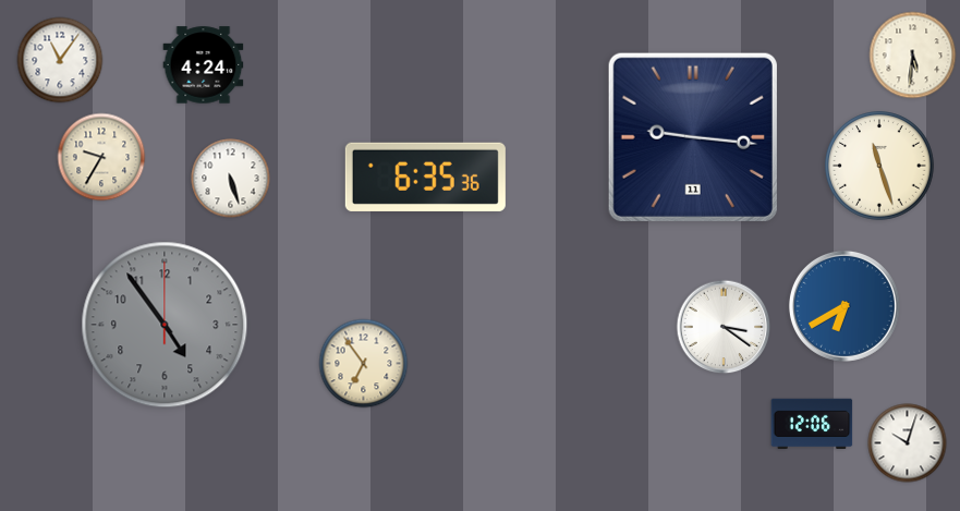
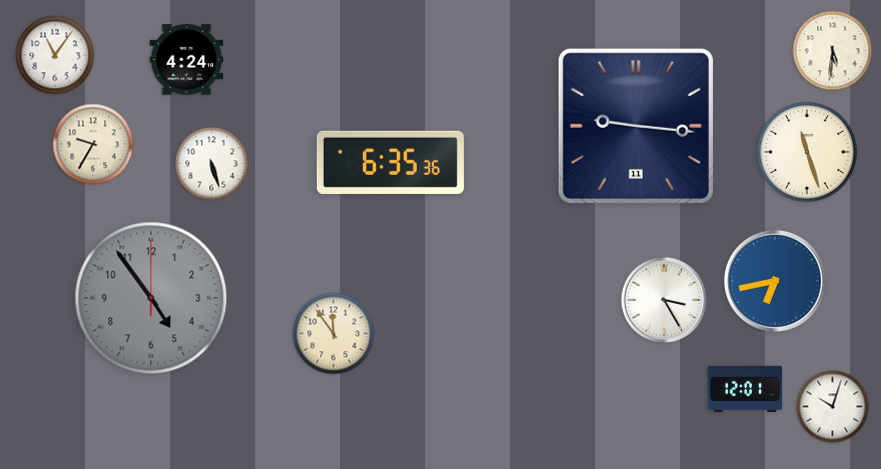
clock at (913, 56) position: (913, 56) -> (833, 51)
clock at (844, 306): 6:40 -> 6:43
clock at (724, 327): 3:21 -> 3:25
clock at (364, 364): 6:54 -> 11:54
clock at (812, 423): 12:06 -> 12:01
